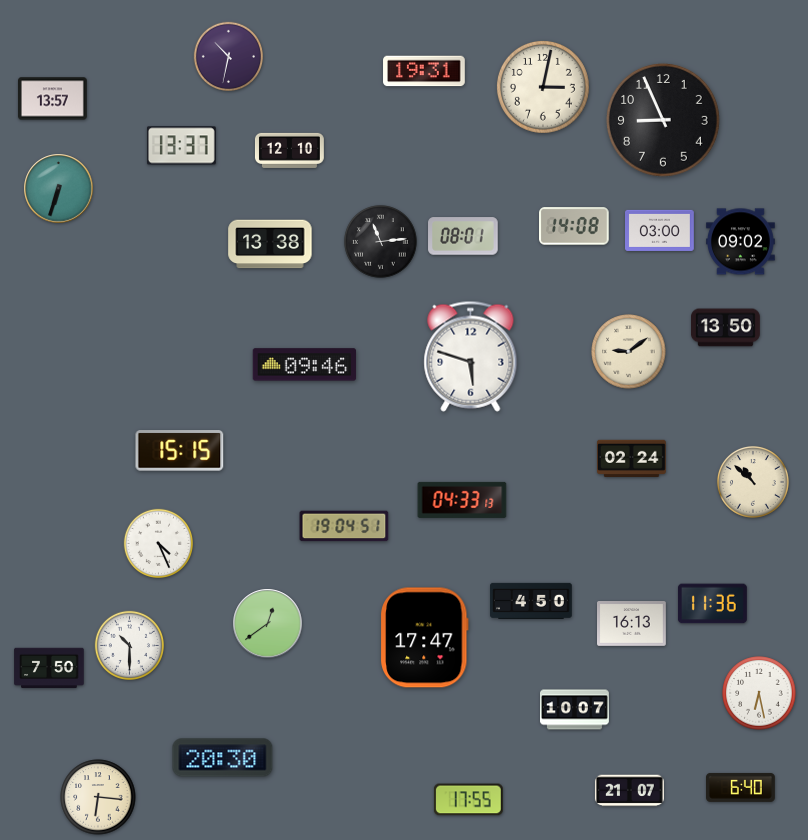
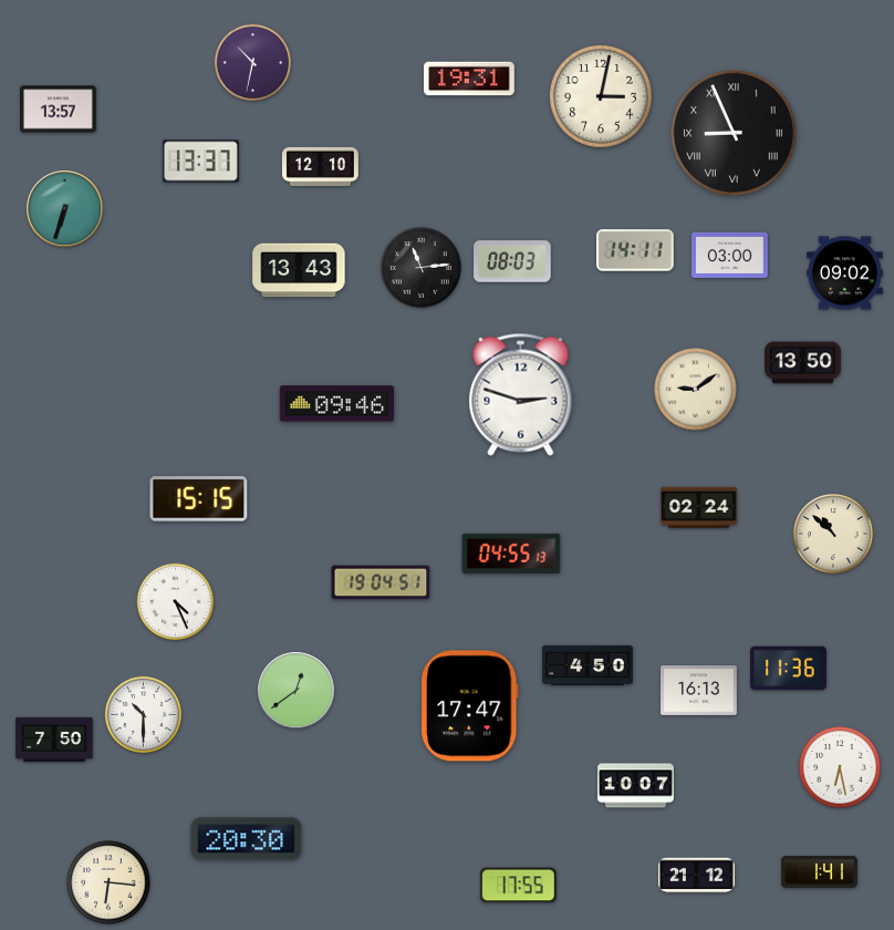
clock at (663, 120) numerals: Arabic -> Roman
clock at (574, 226): 14:08 -> 14:11
clock at (463, 236): 08:01 -> 08:03
clock at (740, 242) position: (740, 242) -> (844, 273)
clock at (270, 244): 13:38 -> 13:43
clock at (471, 356): 5:48 -> 2:48
clock at (462, 500): 04:33 -> 04:55
clock at (741, 787): 6:40 -> 1:41
clock at (629, 791): 21:07 -> 21:12
